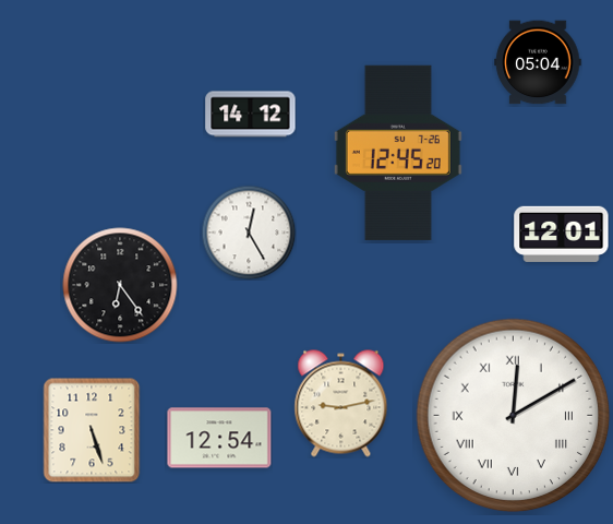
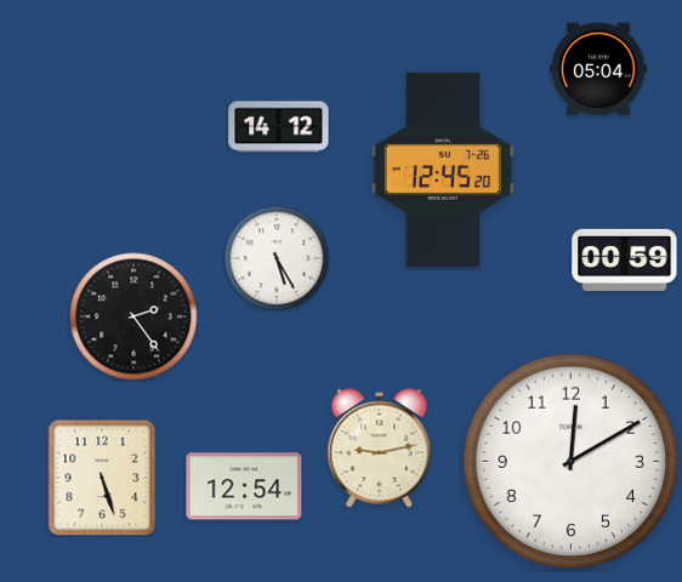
clock at (249, 233): 12:25 -> 5:25
clock at (562, 234): 12:01 -> 00:59
clock at (120, 285): 6:24 -> 2:24
clock at (514, 416) numerals: Roman -> Arabic
